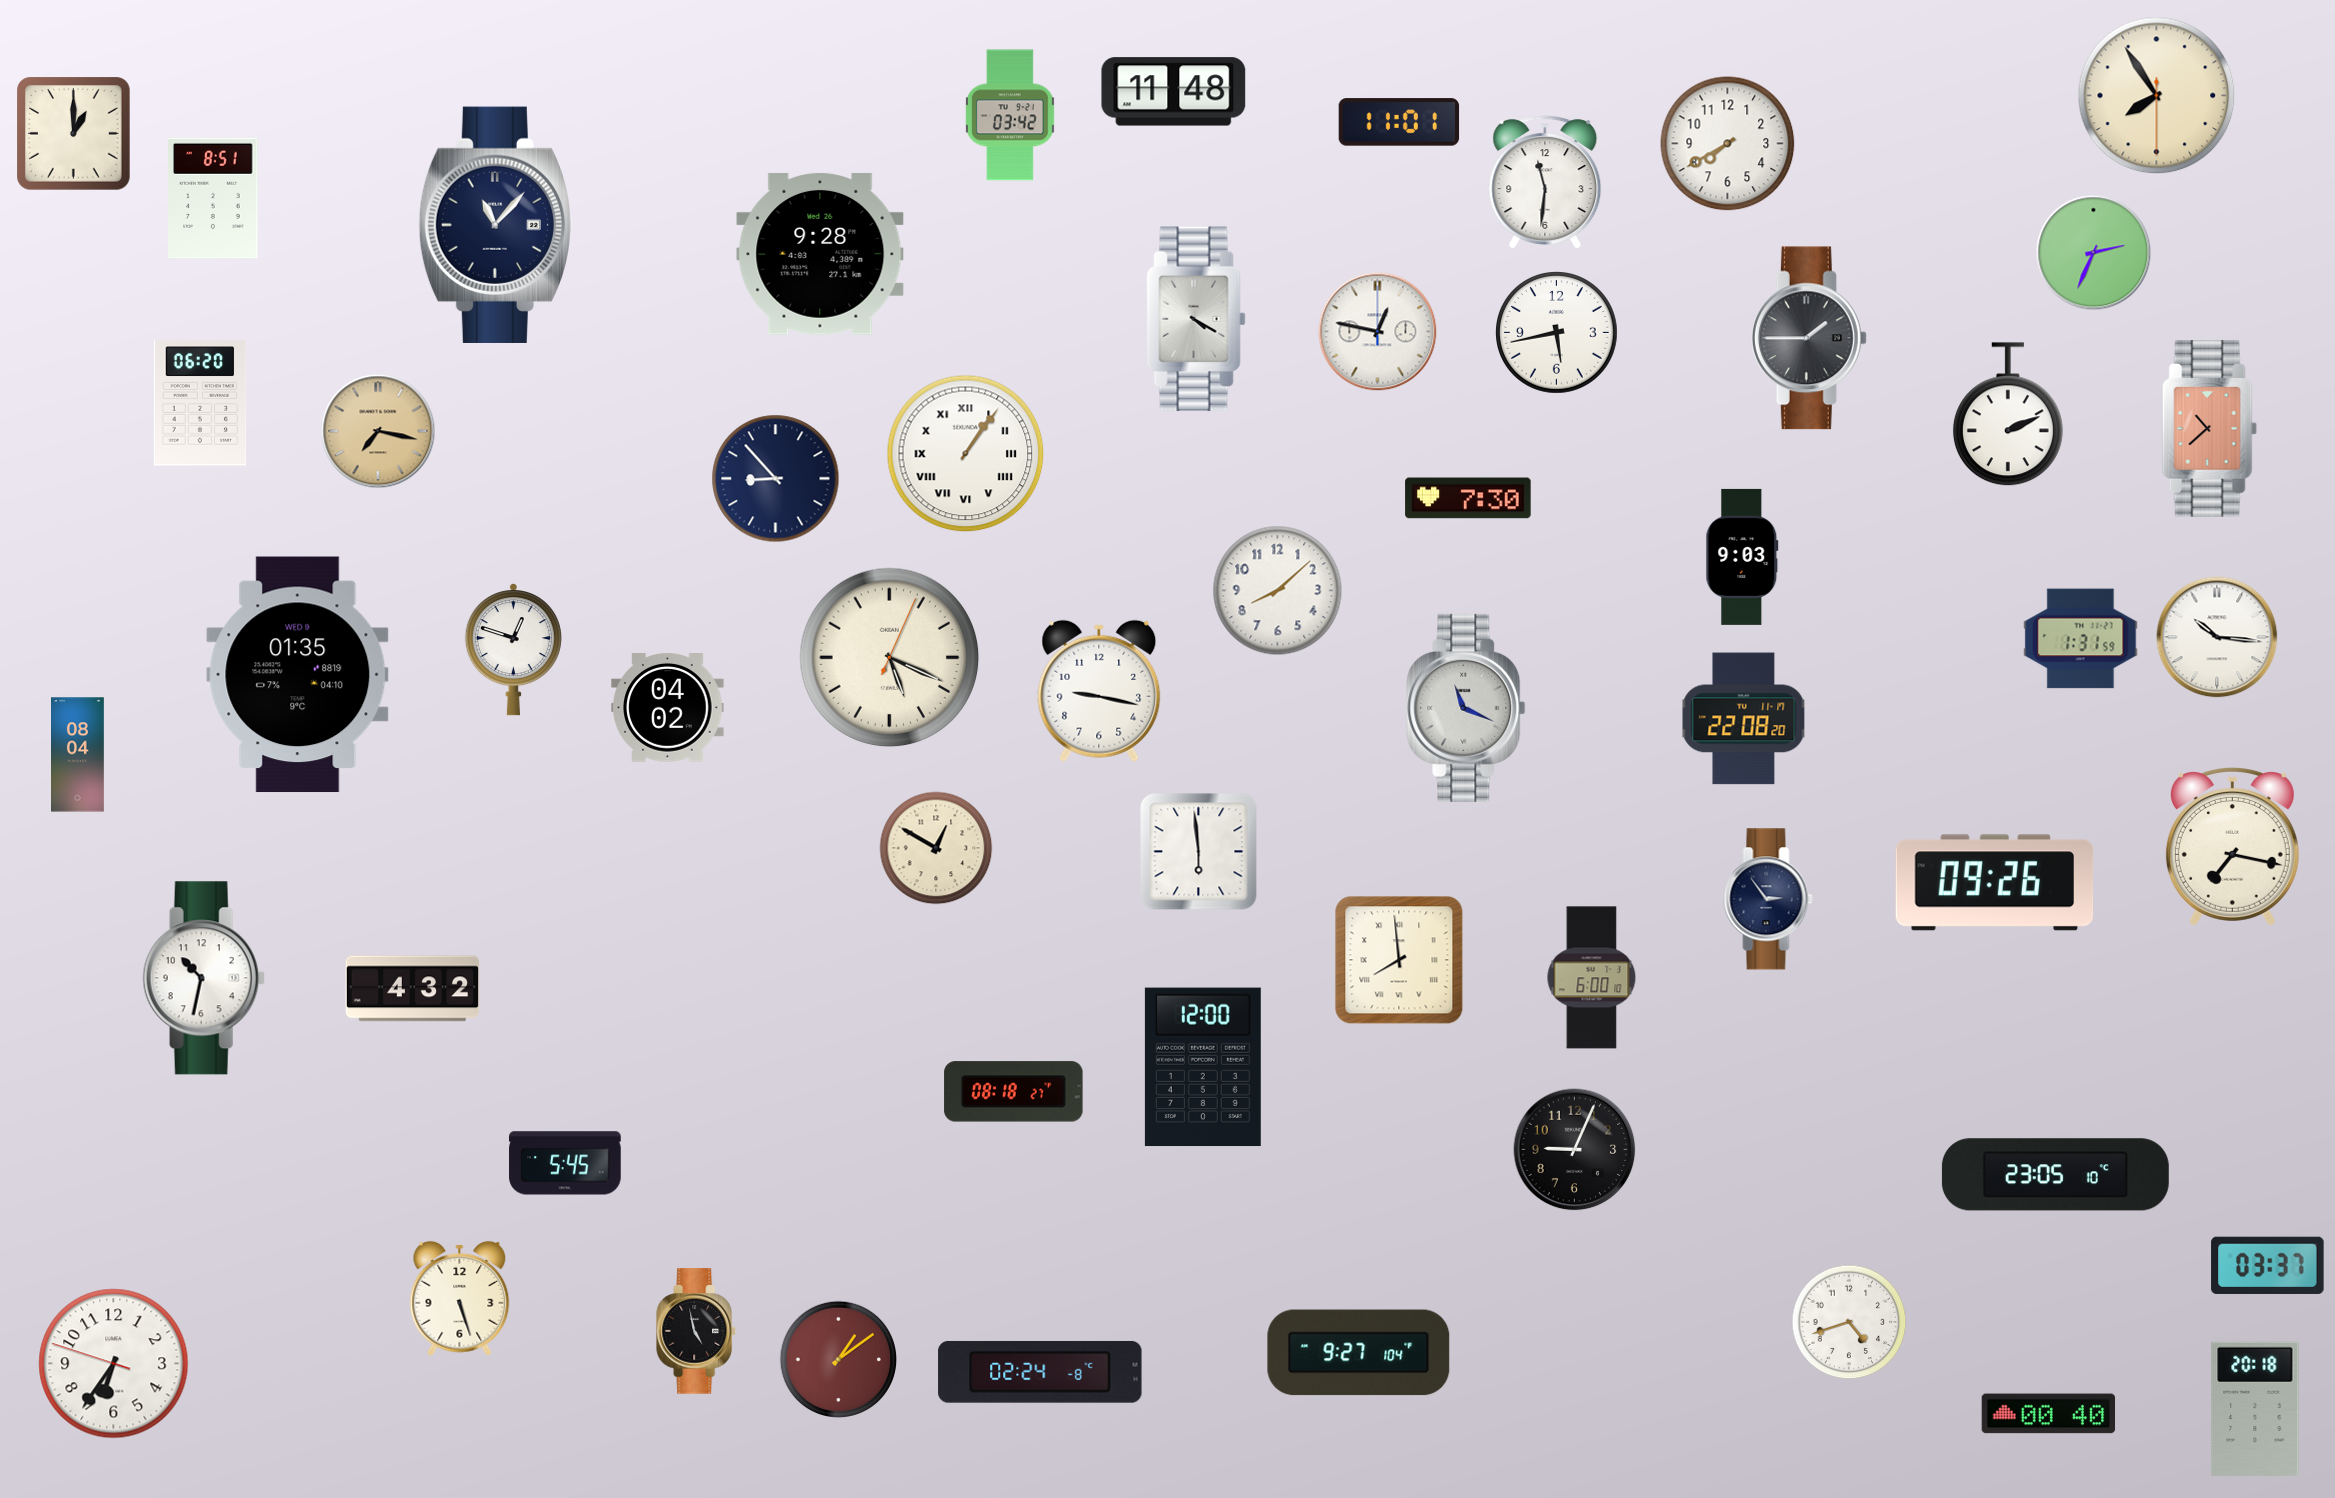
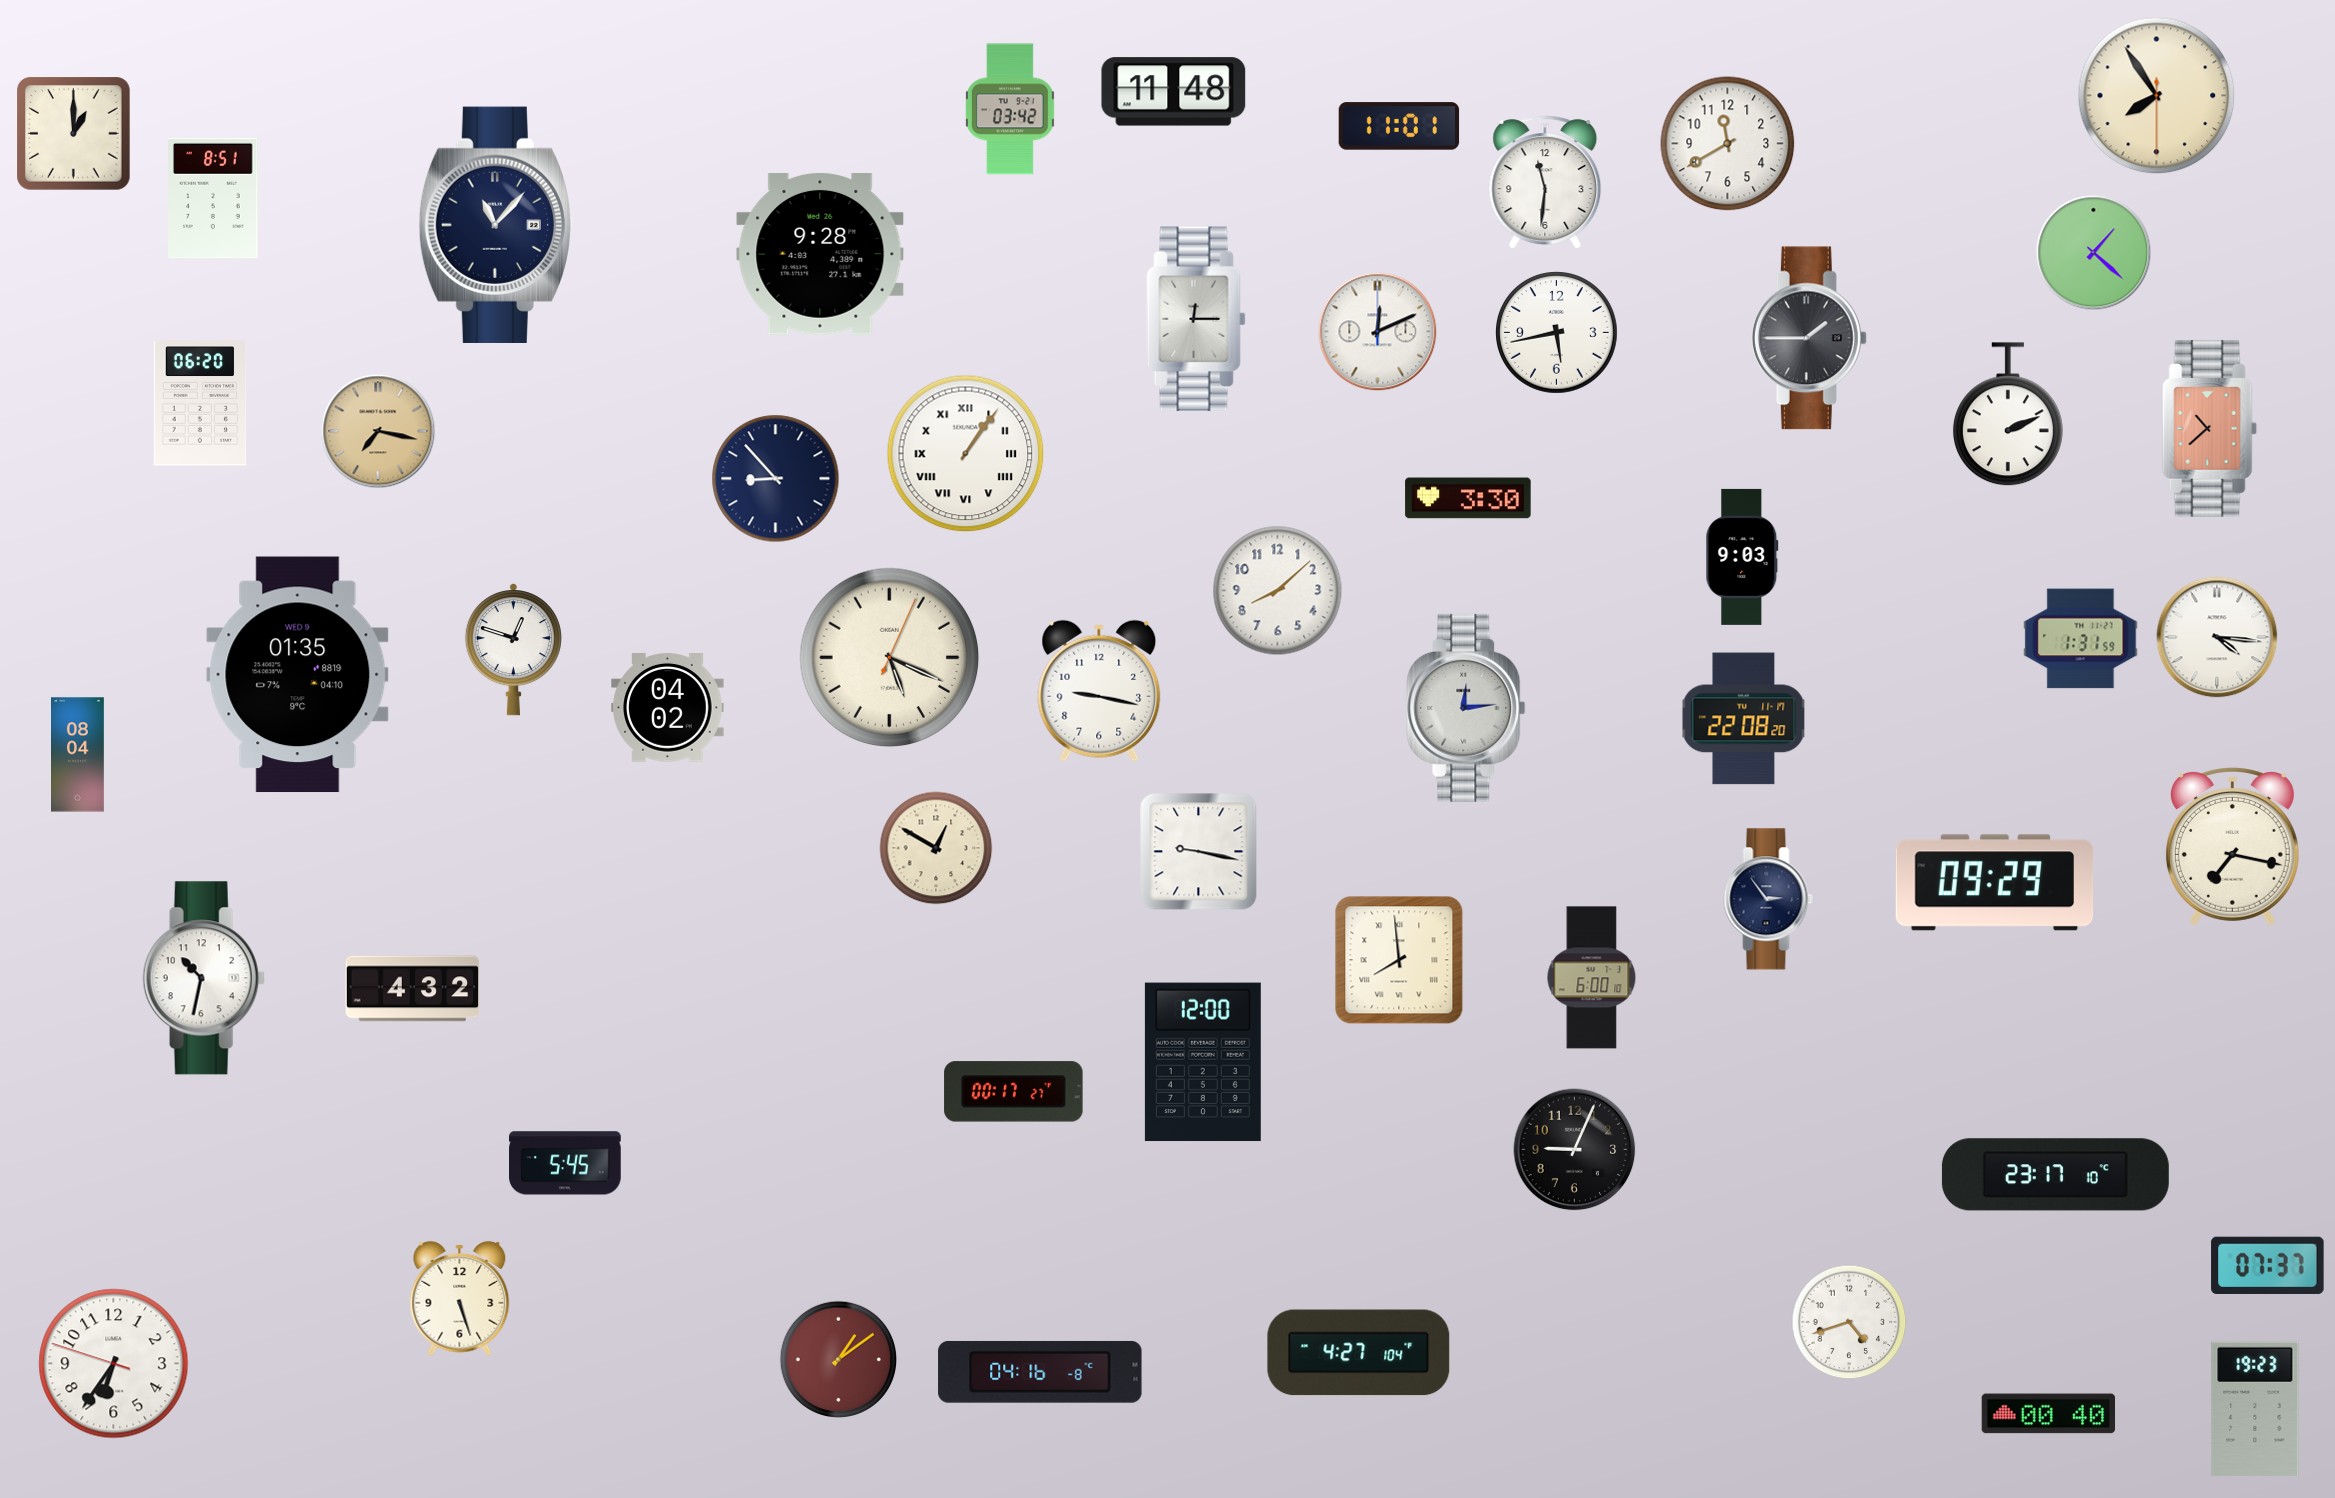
clock at (1010, 115) position: (1010, 115) -> (1010, 109)
clock at (1399, 122) position: (1399, 122) -> (1399, 126)
clock at (1728, 144): 7:40 -> 11:40
clock at (2094, 253): 2:34 -> 1:22
clock at (1196, 319): 4:20 -> 12:15
clock at (1378, 332): 12:47 -> 12:11
clock at (1468, 498): 7:30 -> 3:30
clock at (2217, 637): 10:16 -> 4:16
clock at (1466, 708): 11:19 -> 12:14
clock at (1199, 852): 5:59 -> 9:17
clock at (1995, 883): 09:26 -> 09:29
clock at (1203, 1067) position: (1203, 1067) -> (1203, 1062)
clock at (1014, 1092): 08:18 -> 00:17
clock at (2055, 1175): 23:05 -> 23:17
clock at (2268, 1265): 03:37 -> 07:37
clock at (696, 1331): 4:58 -> none
clock at (1359, 1353): 9:27 -> 4:27
clock at (1040, 1372): 02:24 -> 04:16
clock at (2255, 1409): 20:18 -> 19:23
